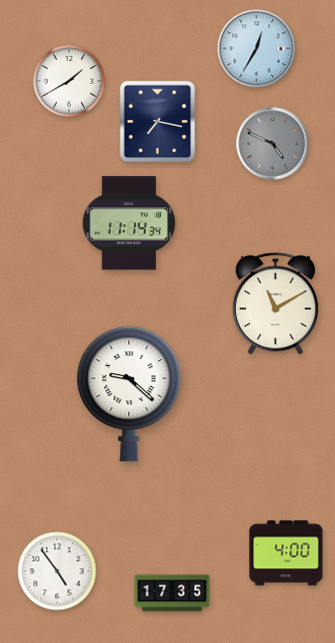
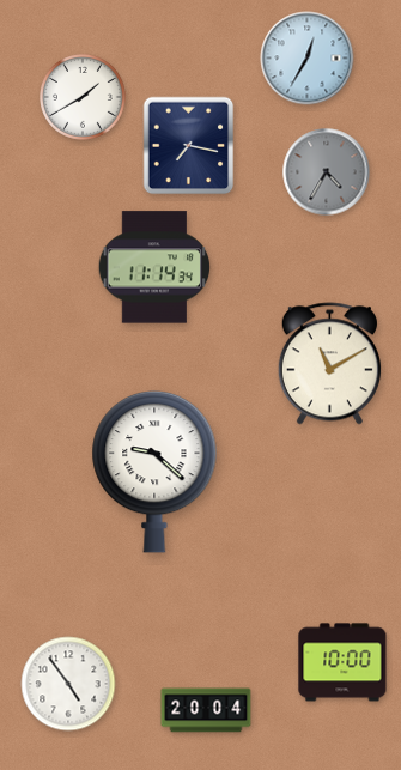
clock at (273, 144): 4:49 -> 4:35
clock at (286, 553): 4:00 -> 10:00
clock at (172, 593): 17:35 -> 20:04
